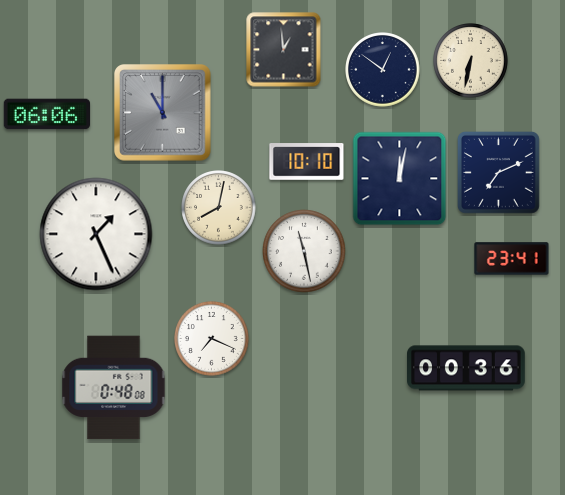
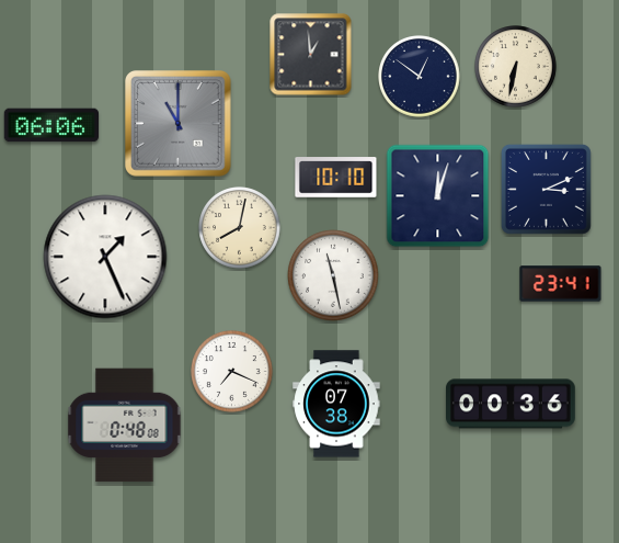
clock at (498, 172): 7:11 -> 3:11
clock at (400, 179): 12:02 -> 12:03
clock at (336, 404): none -> 07:38
